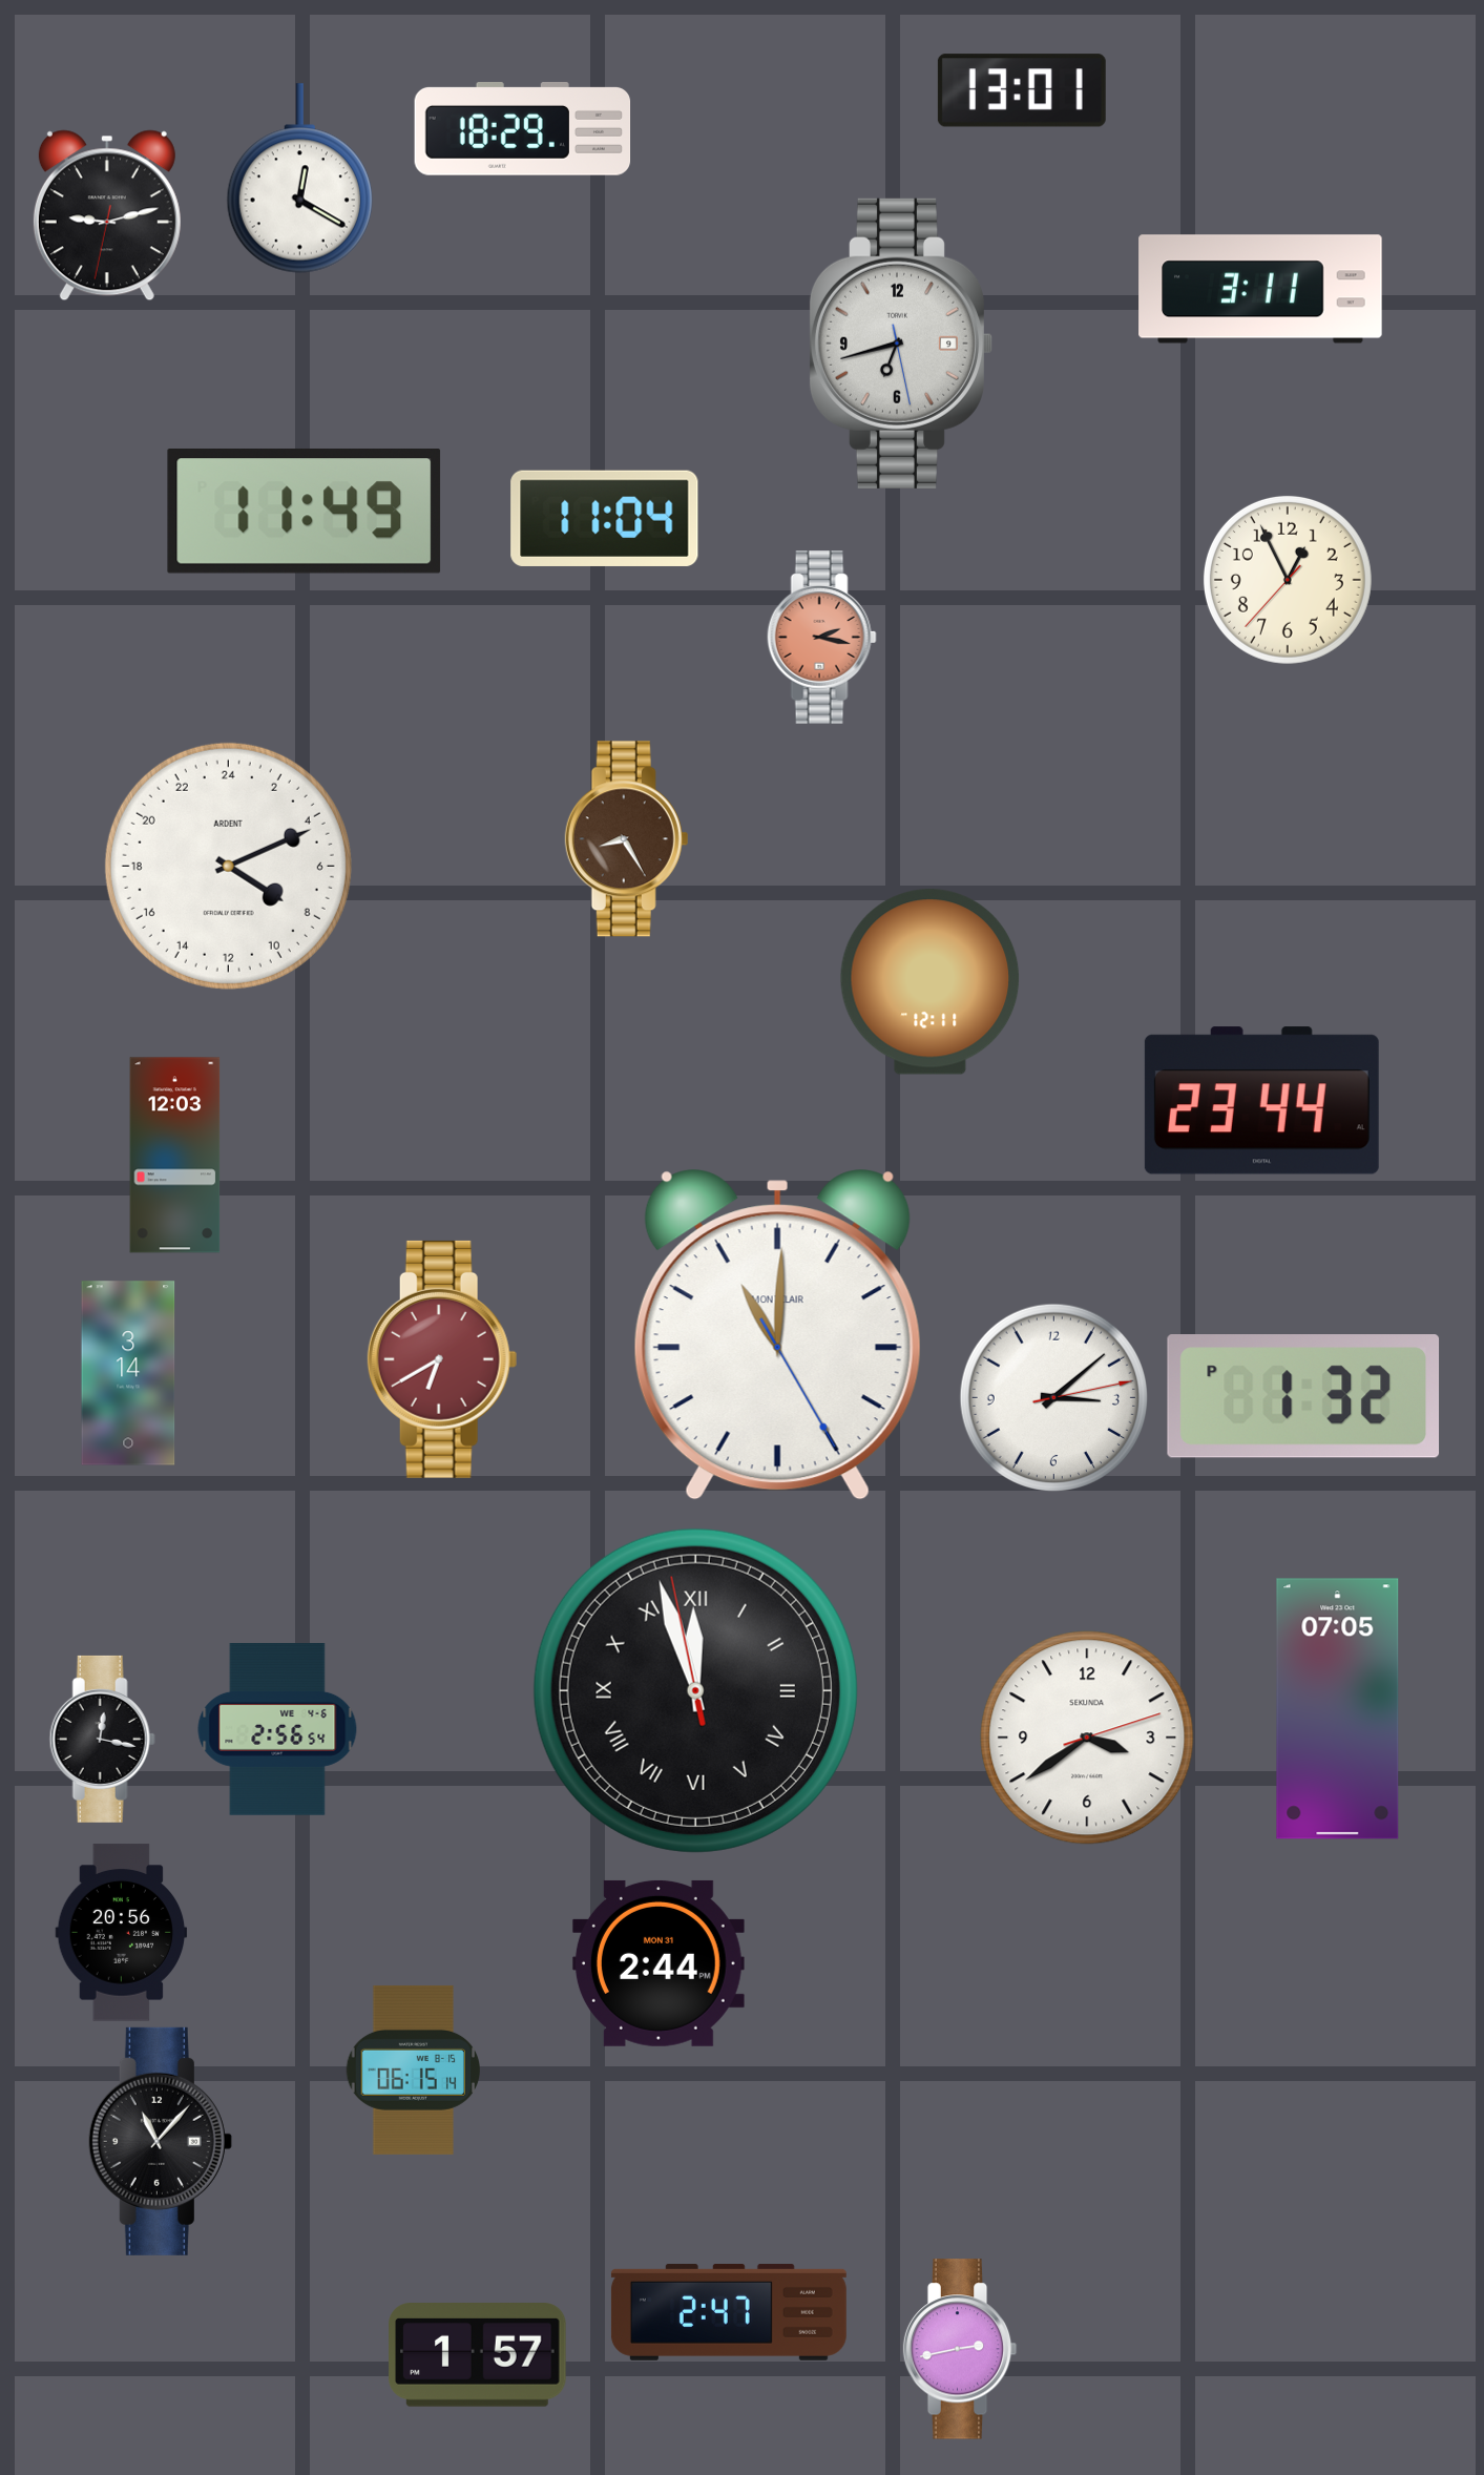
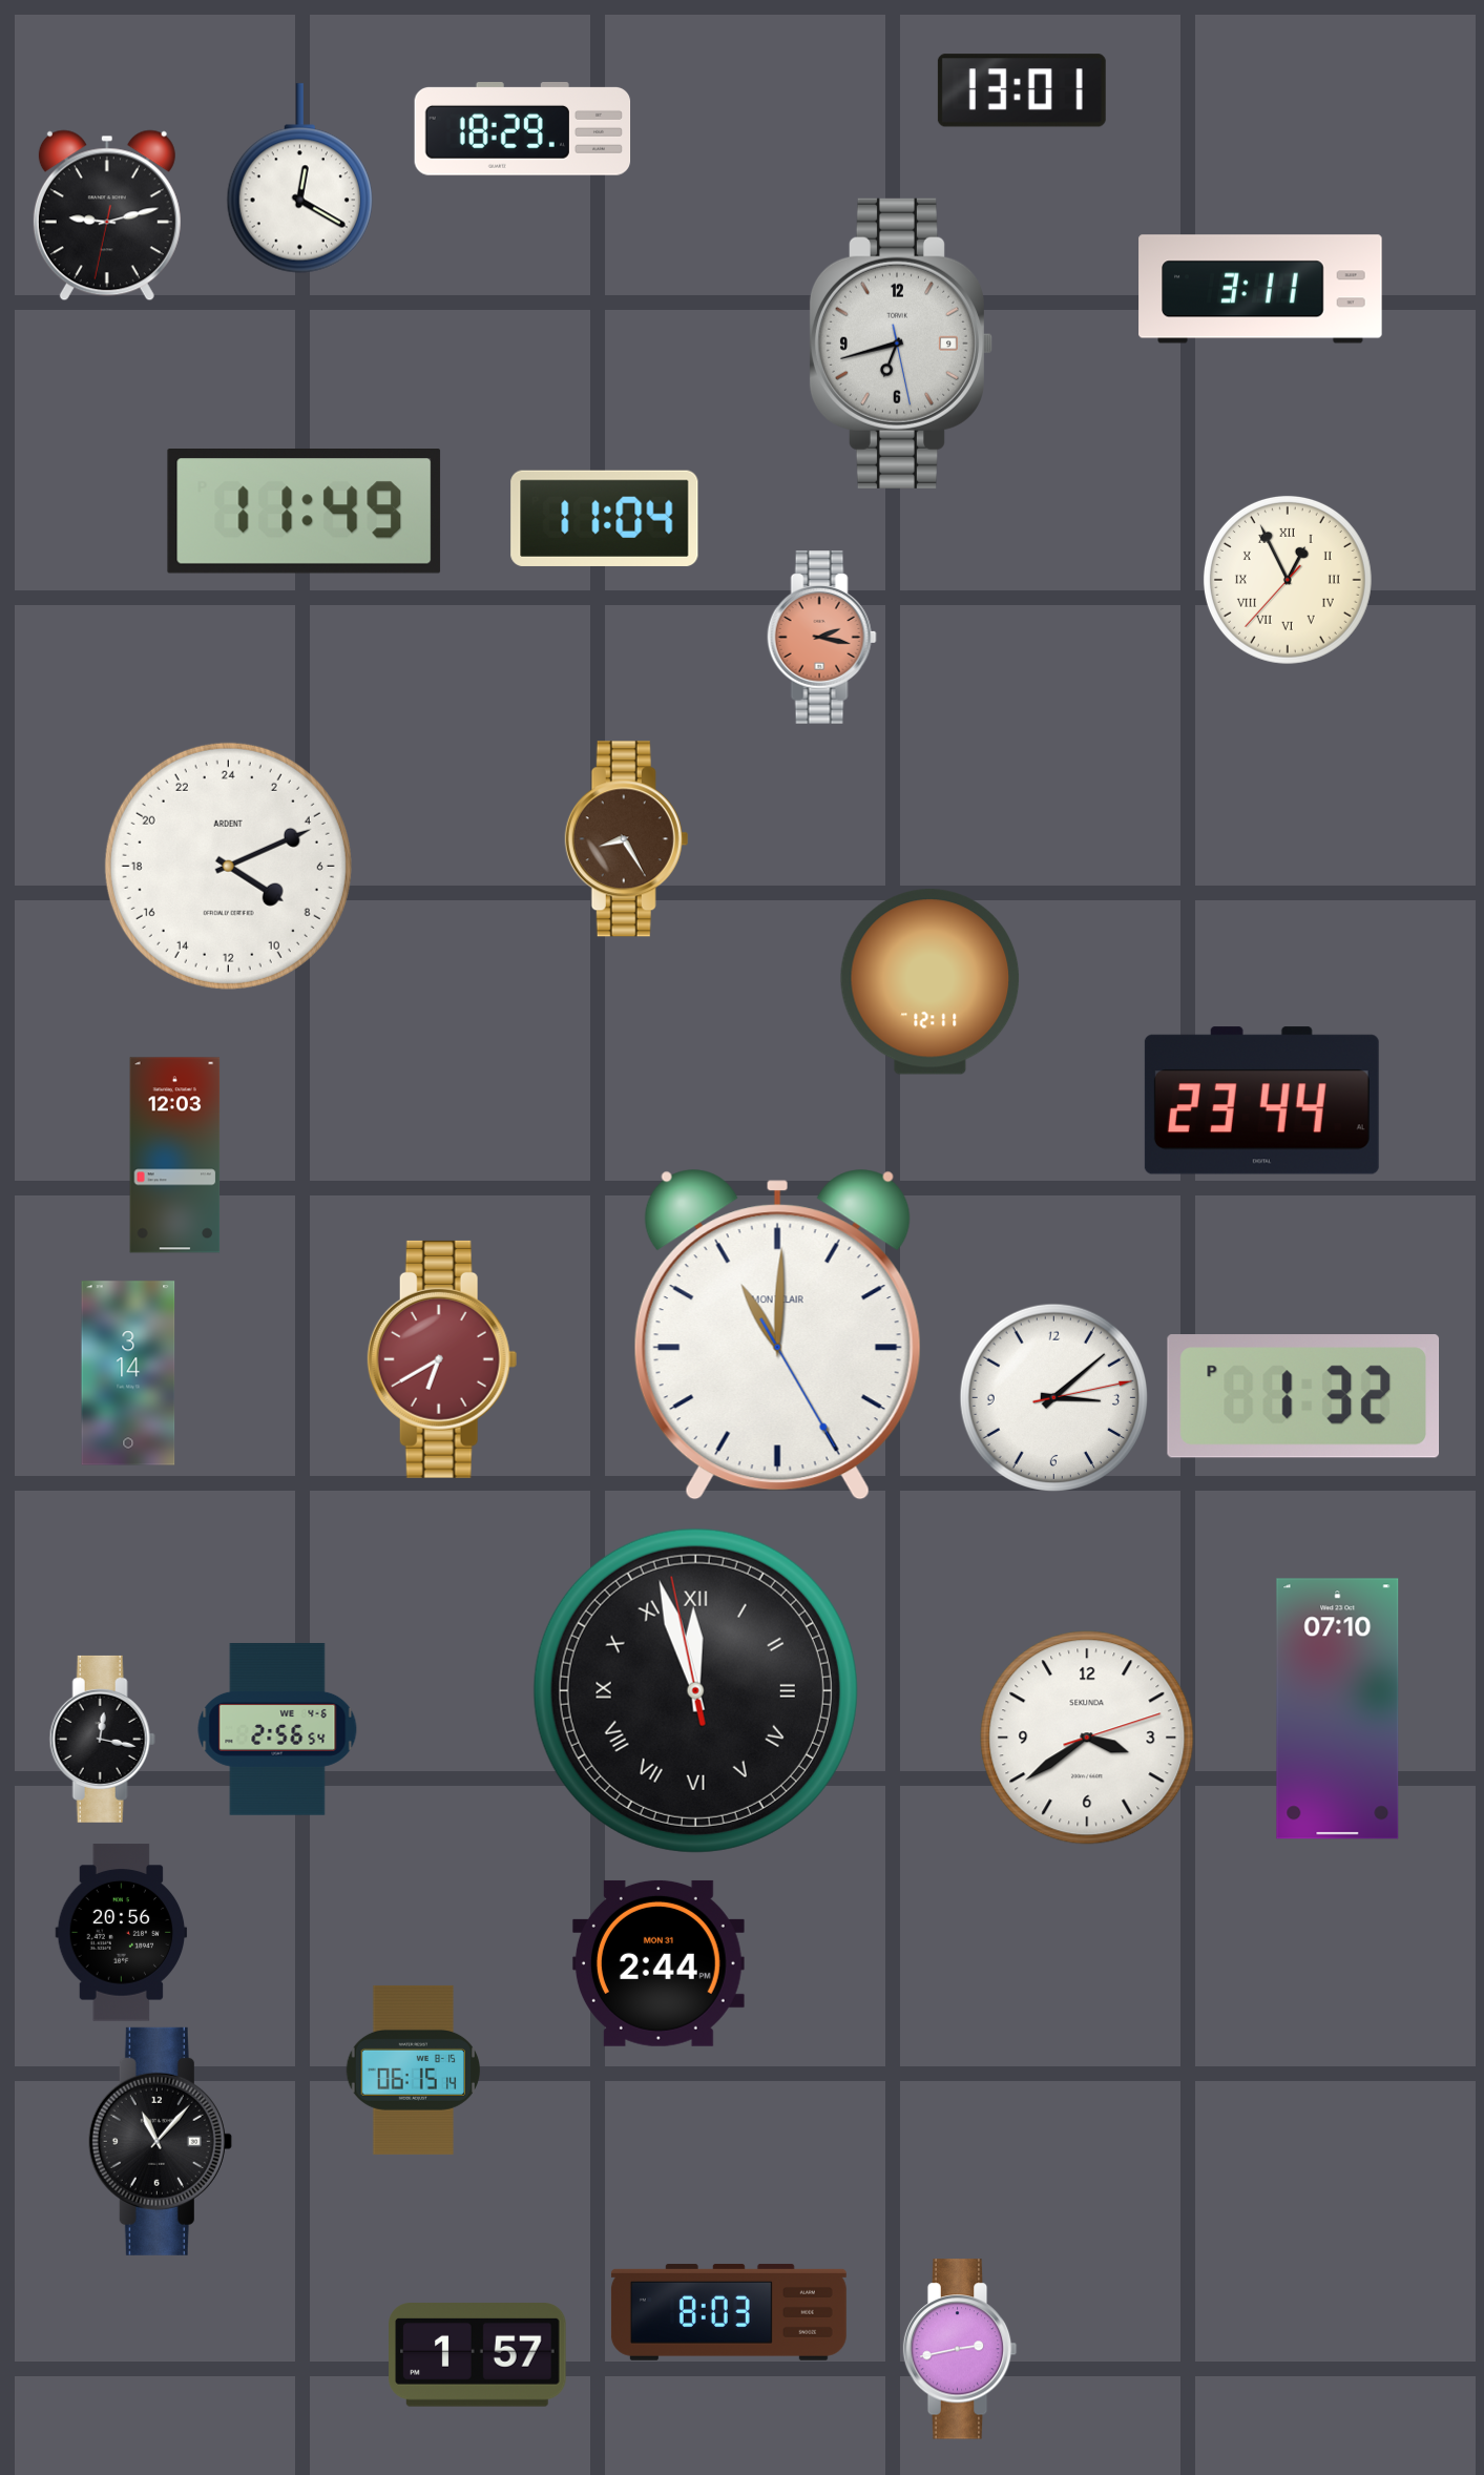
clock at (1288, 580) numerals: Arabic -> Roman
clock at (1338, 1709): 07:05 -> 07:10
clock at (729, 2312): 2:47 -> 8:03
